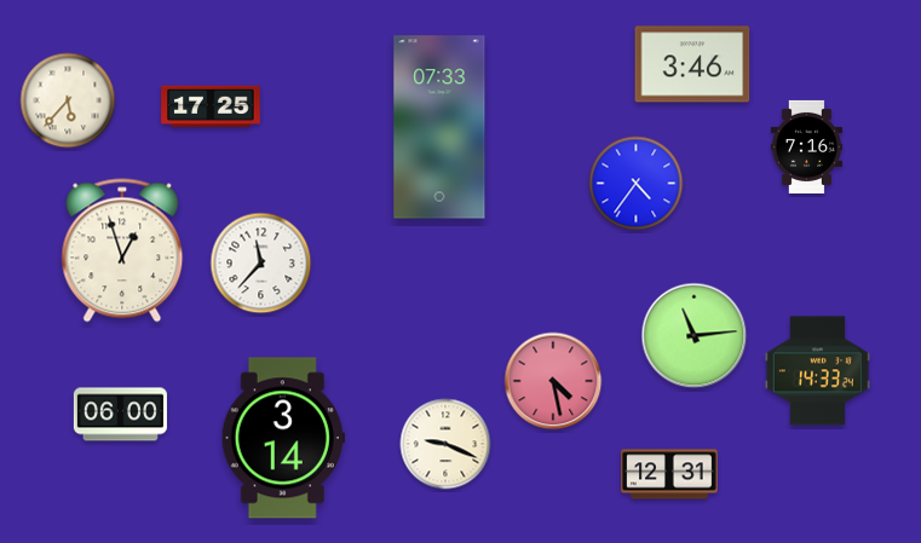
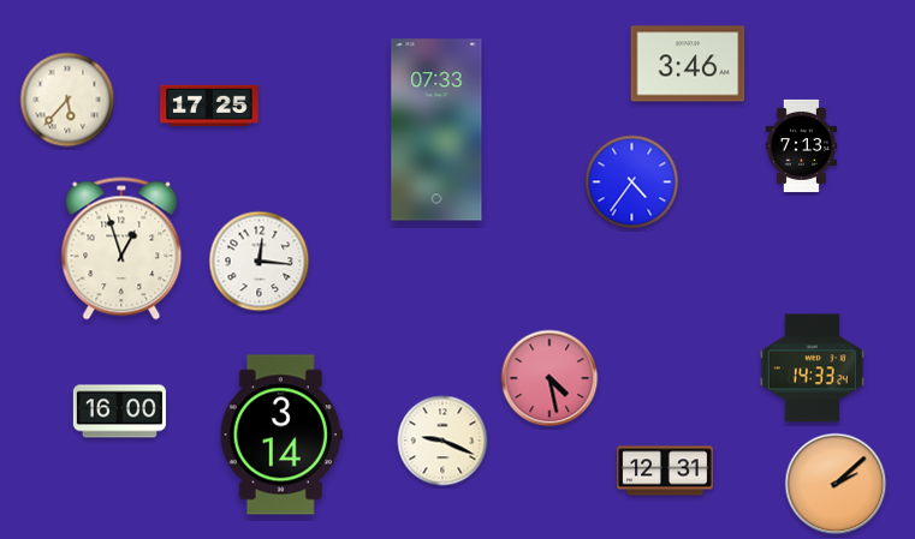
clock at (439, 127) position: (439, 127) -> (436, 130)
clock at (806, 146): 7:16 -> 7:13
clock at (261, 264): 11:37 -> 12:16
clock at (695, 336): 11:14 -> none
clock at (120, 415): 06:00 -> 16:00
clock at (836, 484): none -> 2:08
